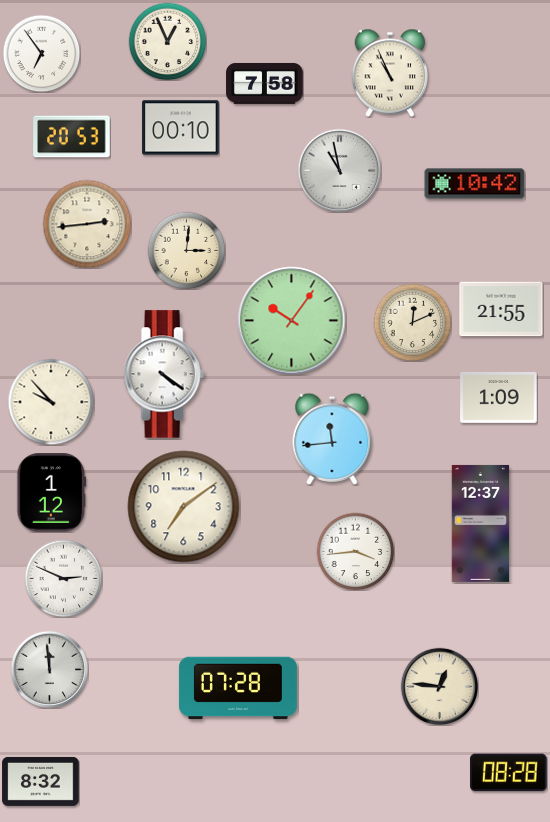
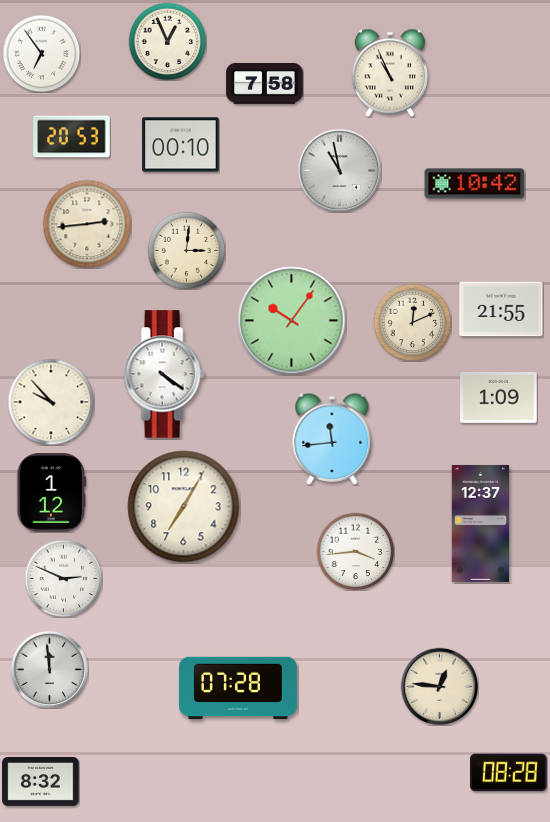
clock at (181, 128) position: (181, 128) -> (181, 145)
clock at (184, 507): 7:09 -> 7:05
